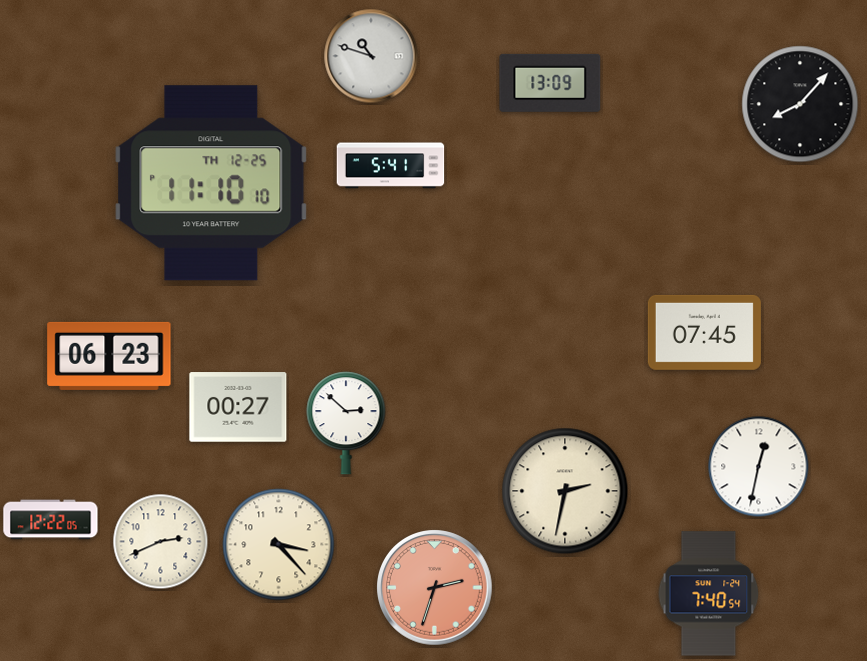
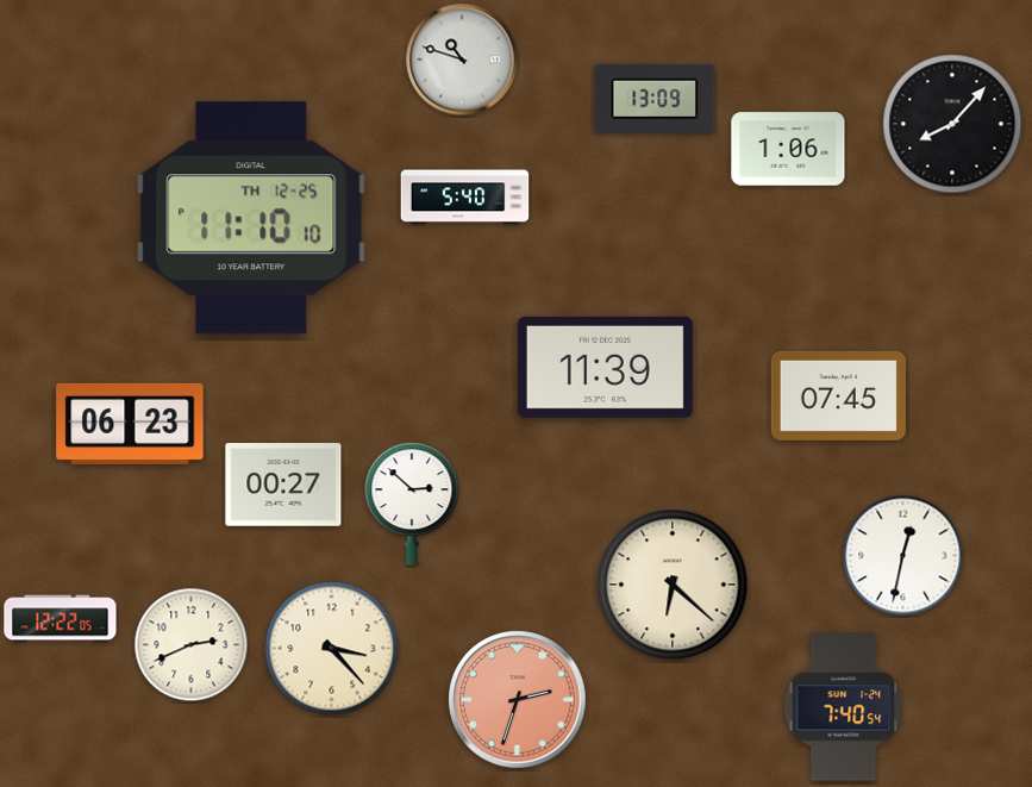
clock at (371, 56) position: (371, 56) -> (462, 60)
clock at (788, 149): none -> 1:06
clock at (391, 166): 5:41 -> 5:40
clock at (605, 367): none -> 11:39
clock at (565, 491): 2:32 -> 6:22
